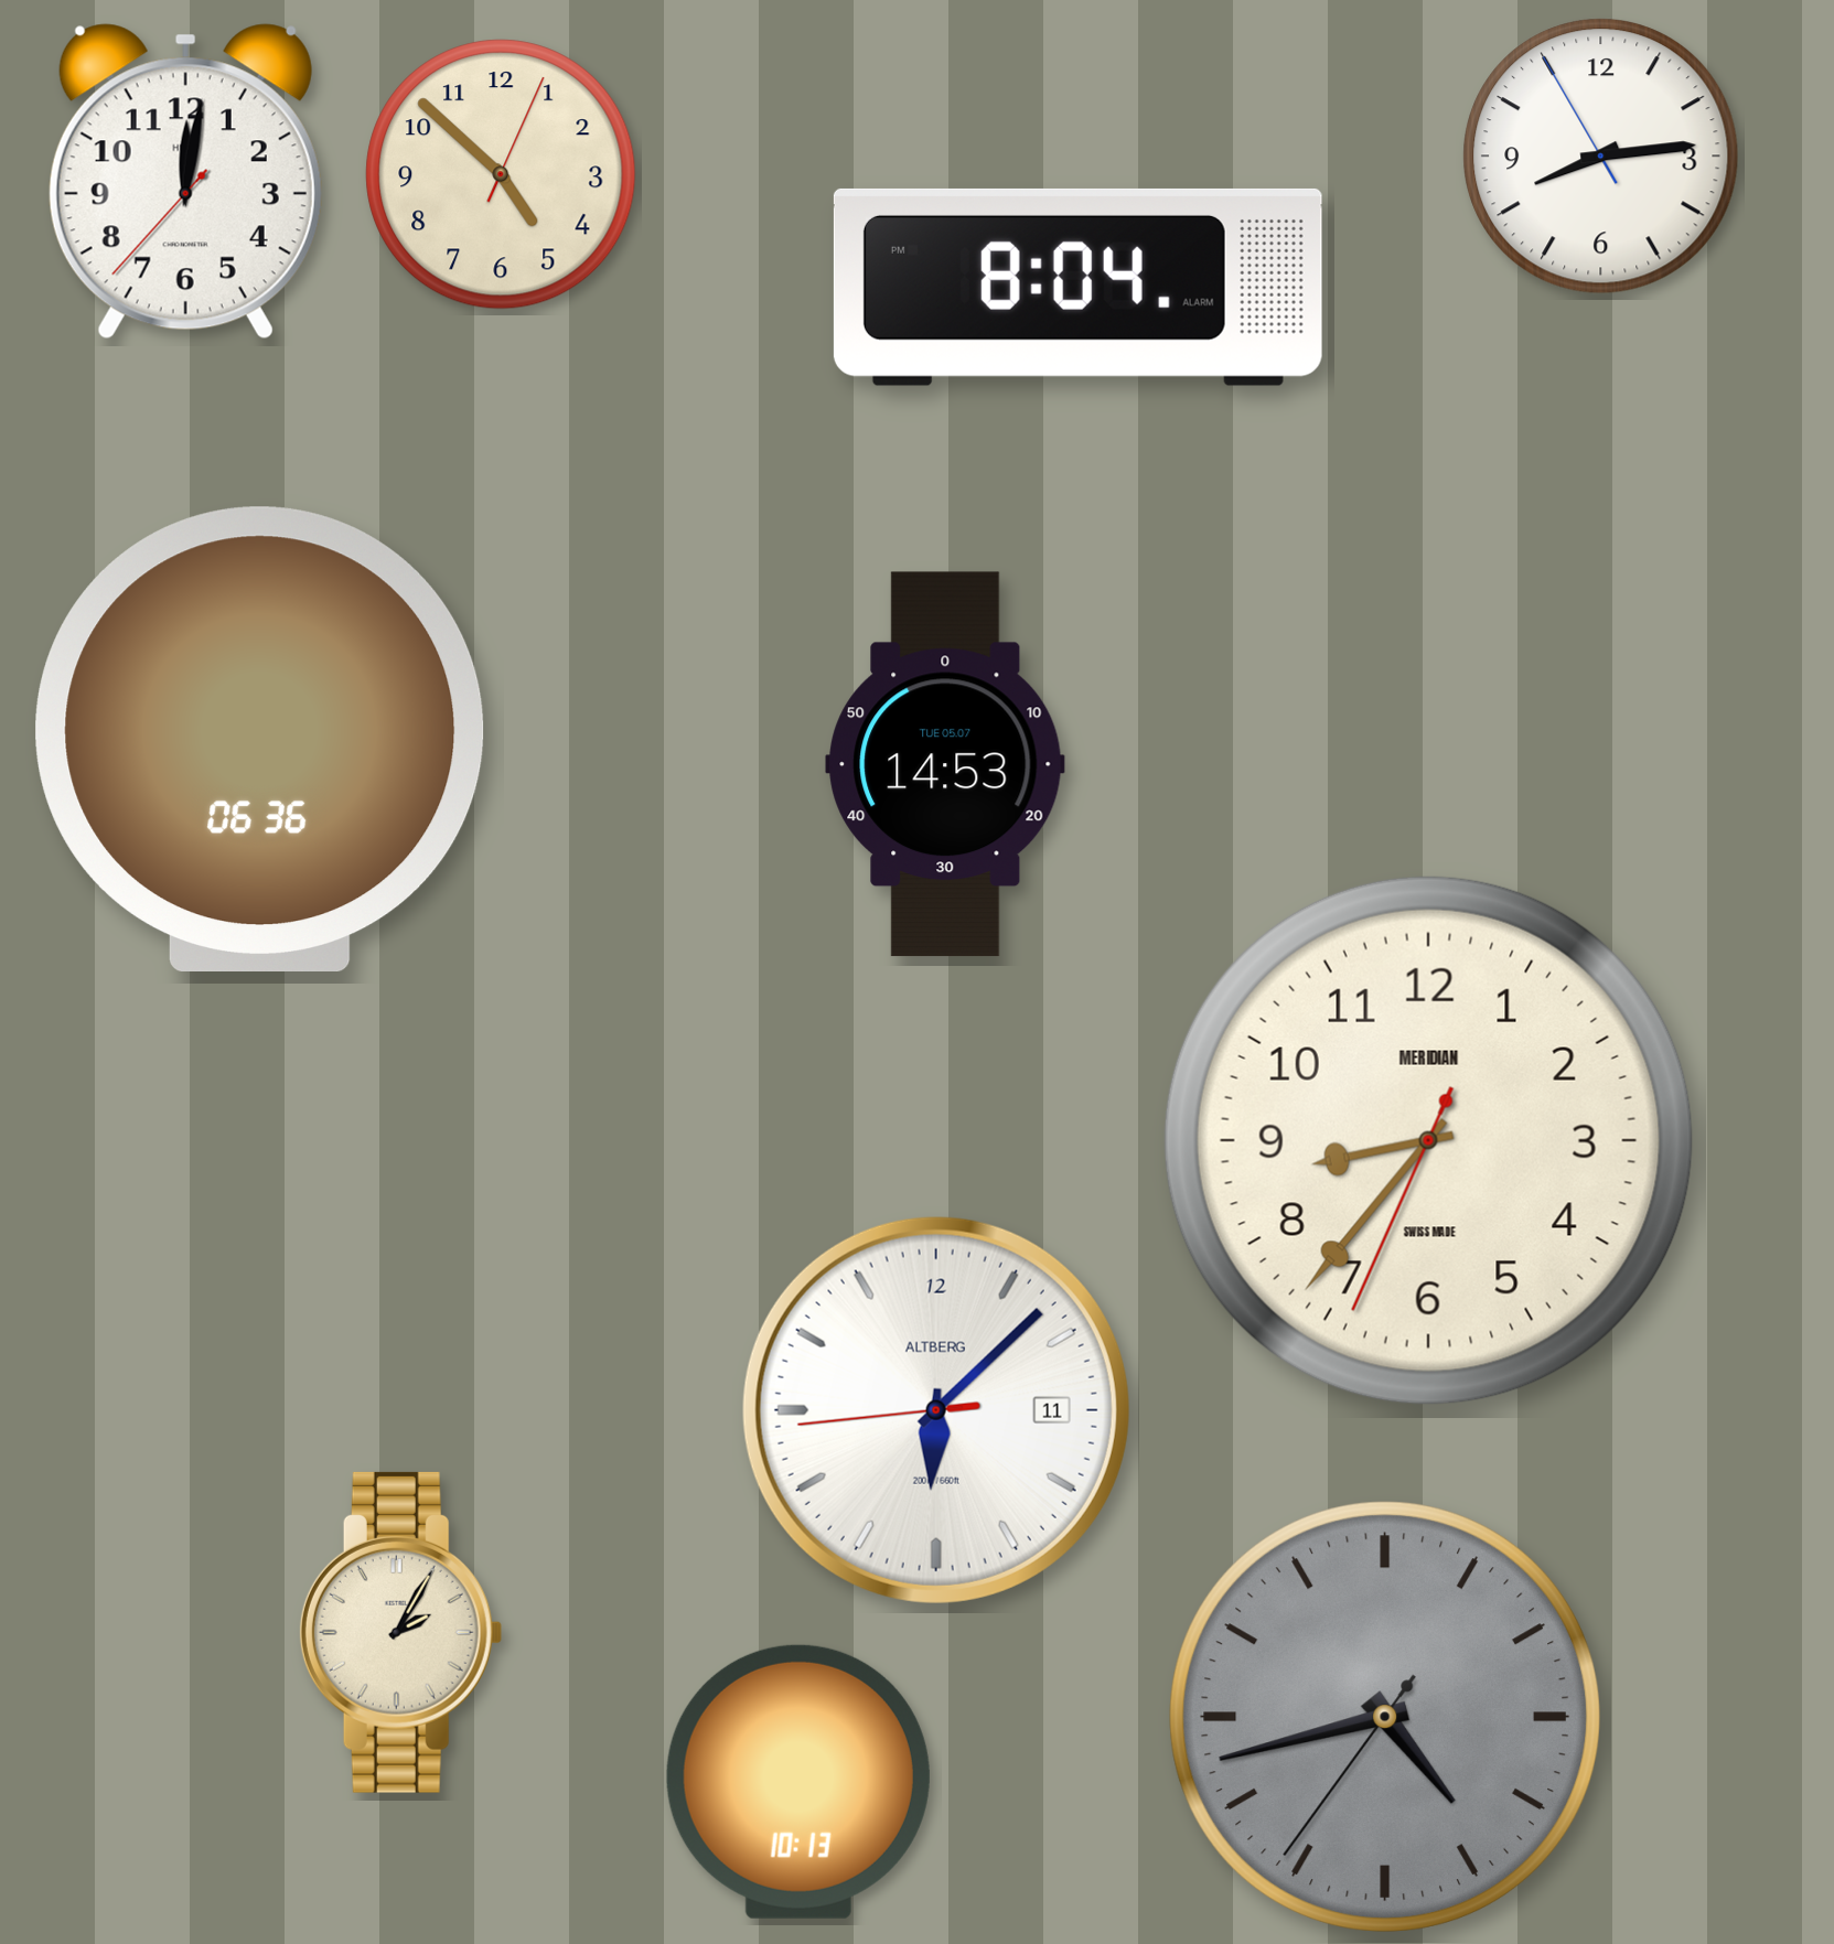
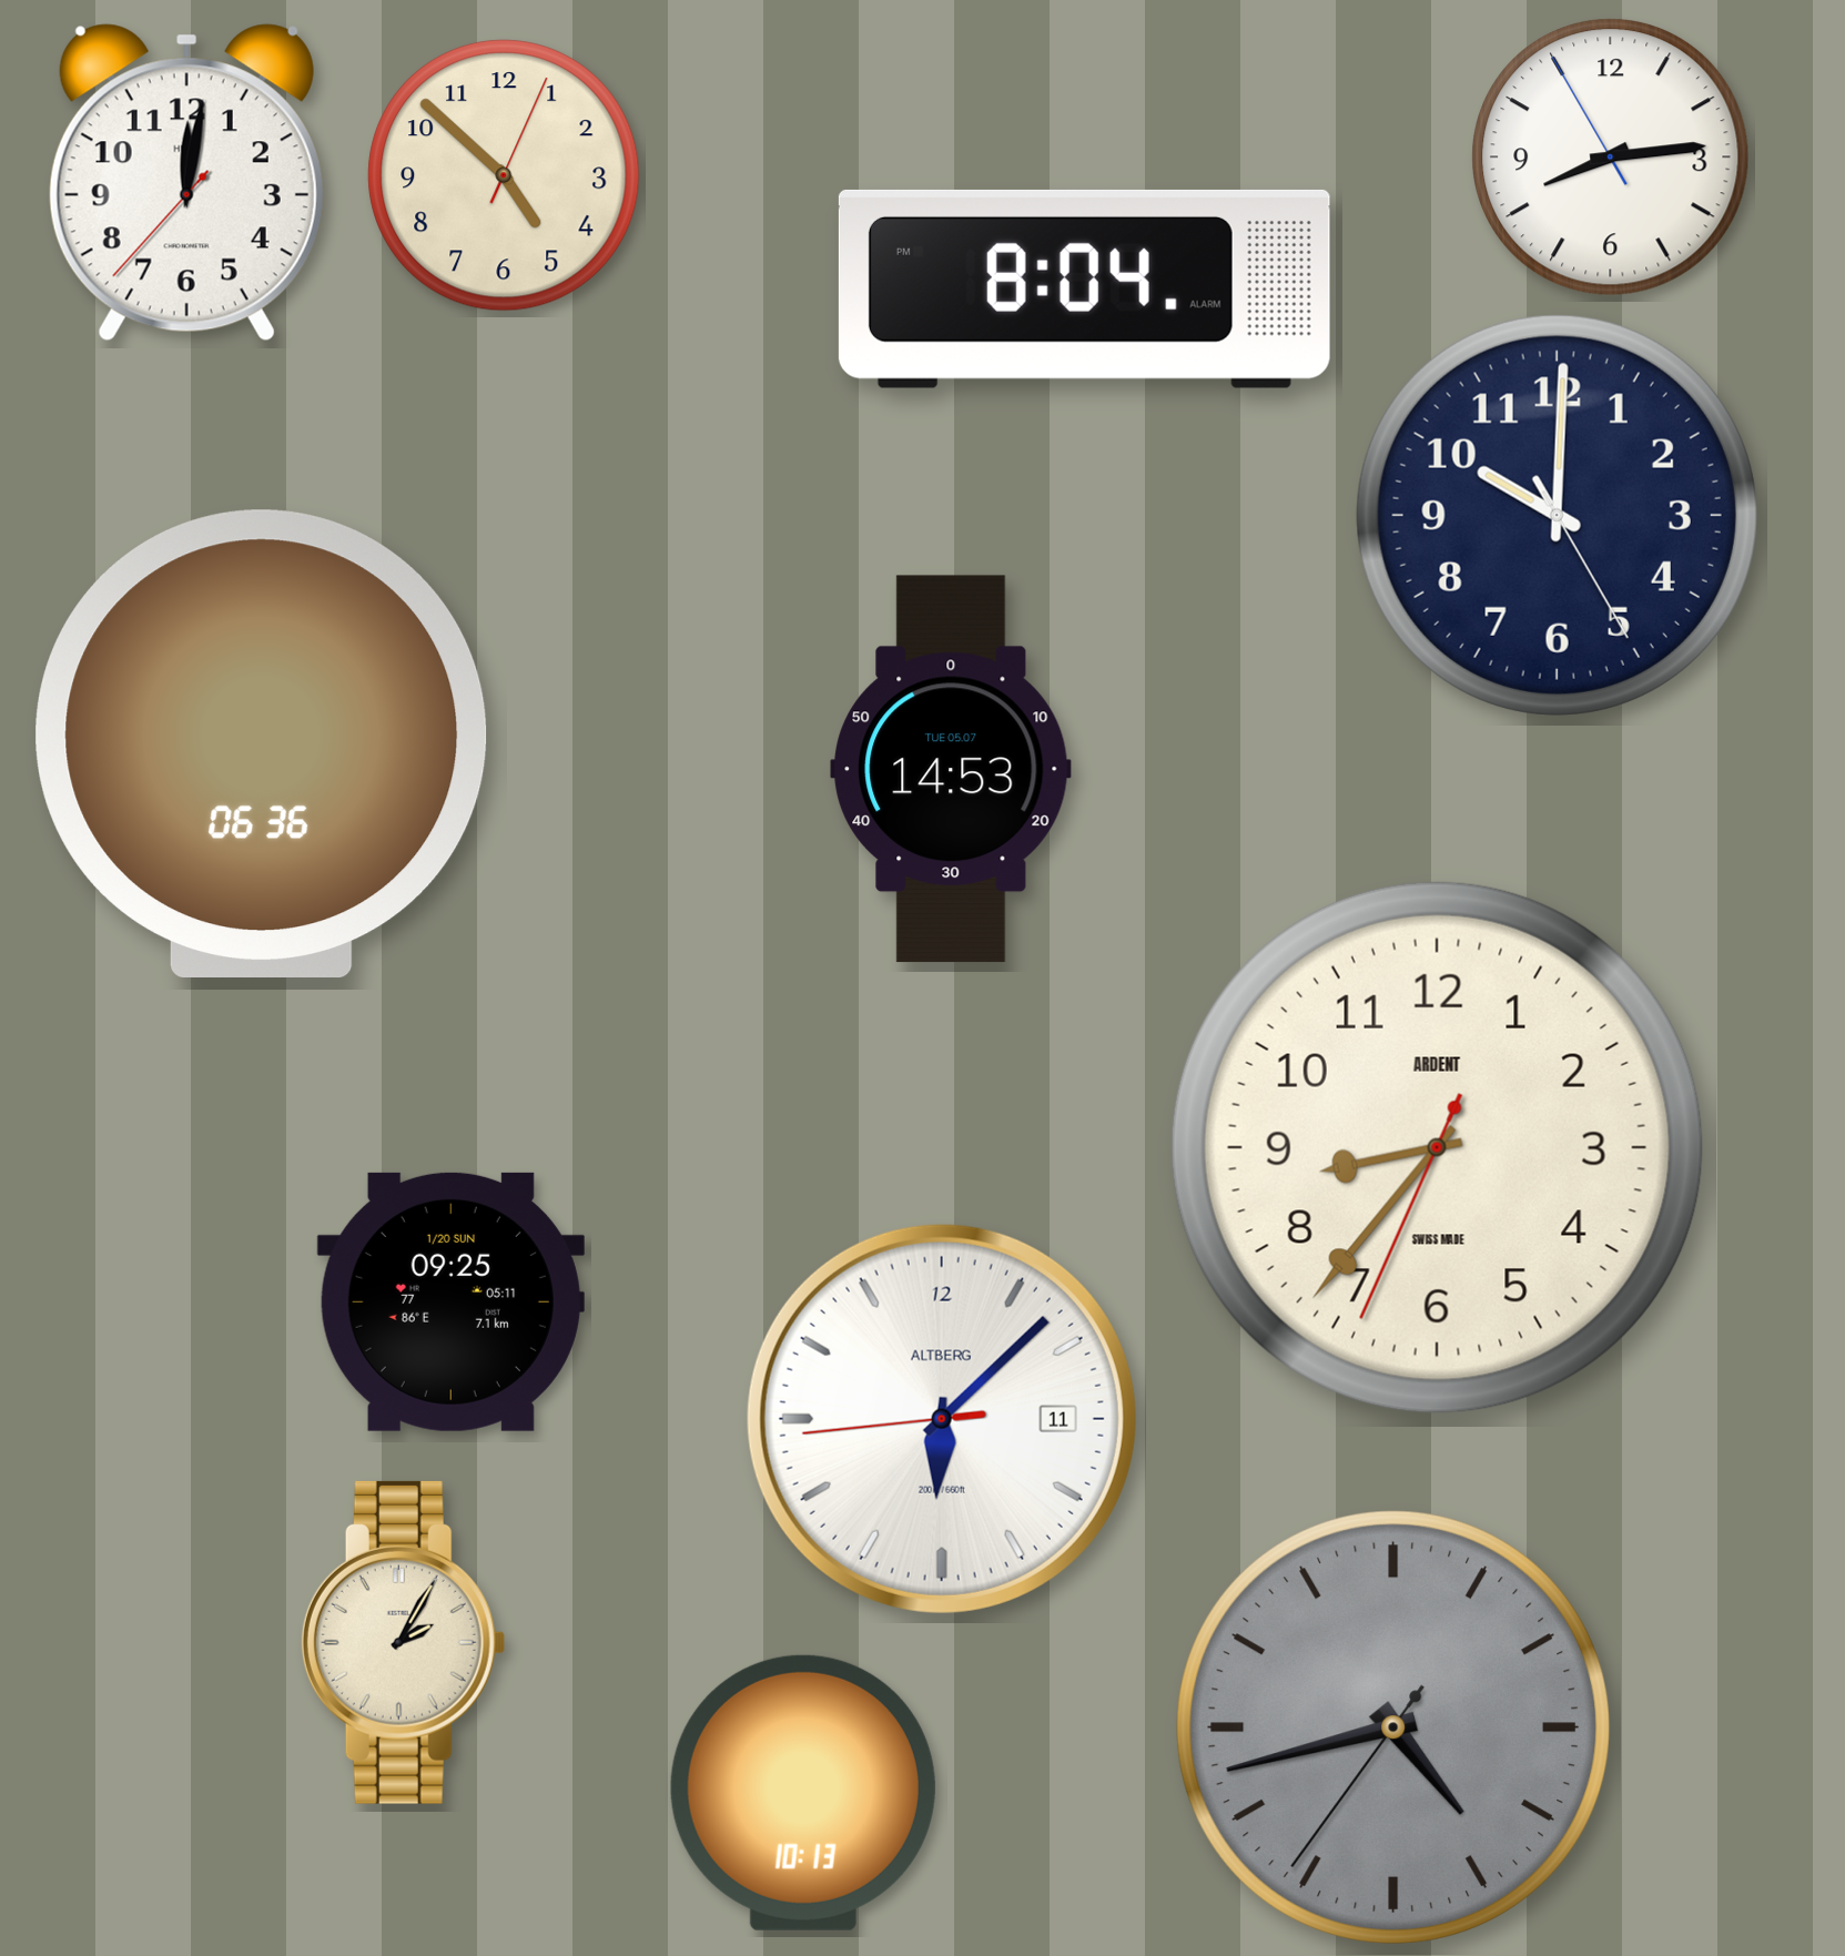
clock at (1557, 515): none -> 10:00
clock at (1428, 1140) brand: MERIDIAN -> ARDENT
clock at (450, 1301): none -> 09:25
